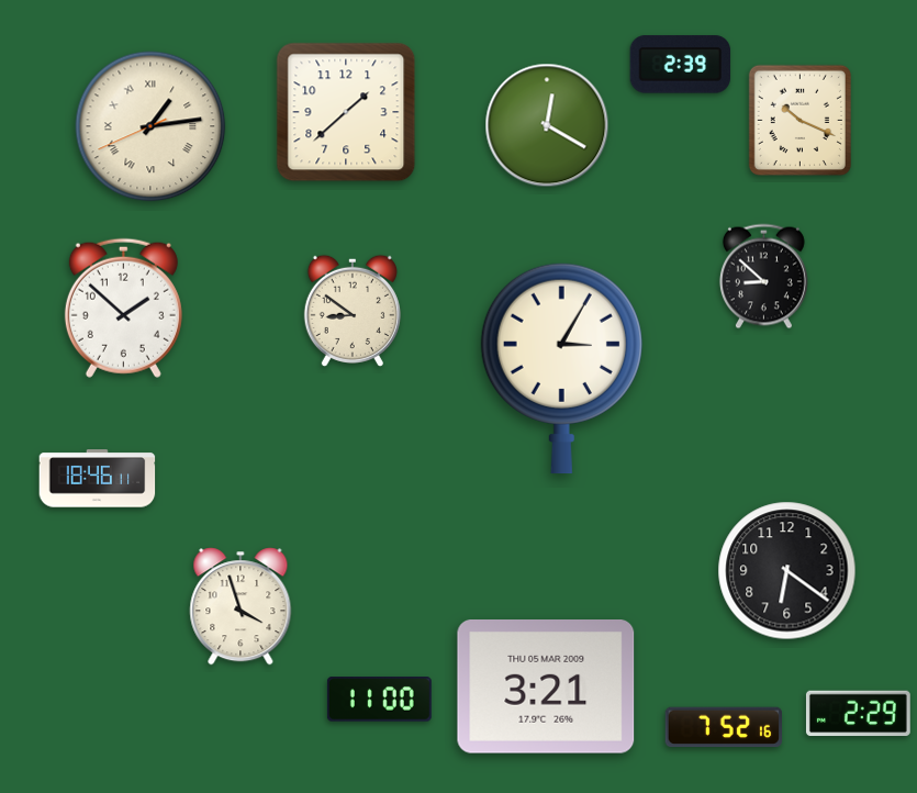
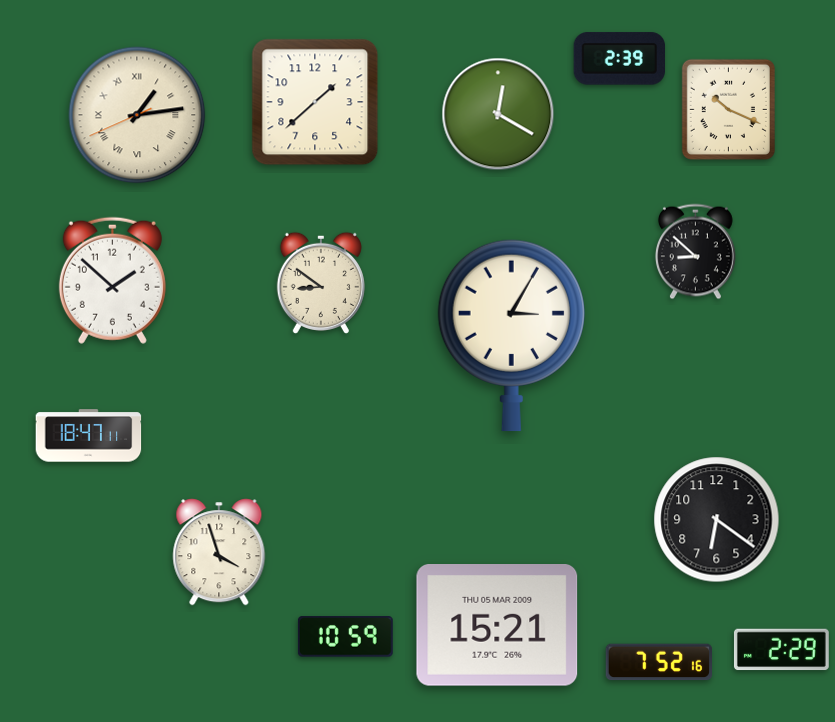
clock at (98, 479): 18:46 -> 18:47
clock at (546, 688): 3:21 -> 15:21
clock at (379, 700): 11:00 -> 10:59
